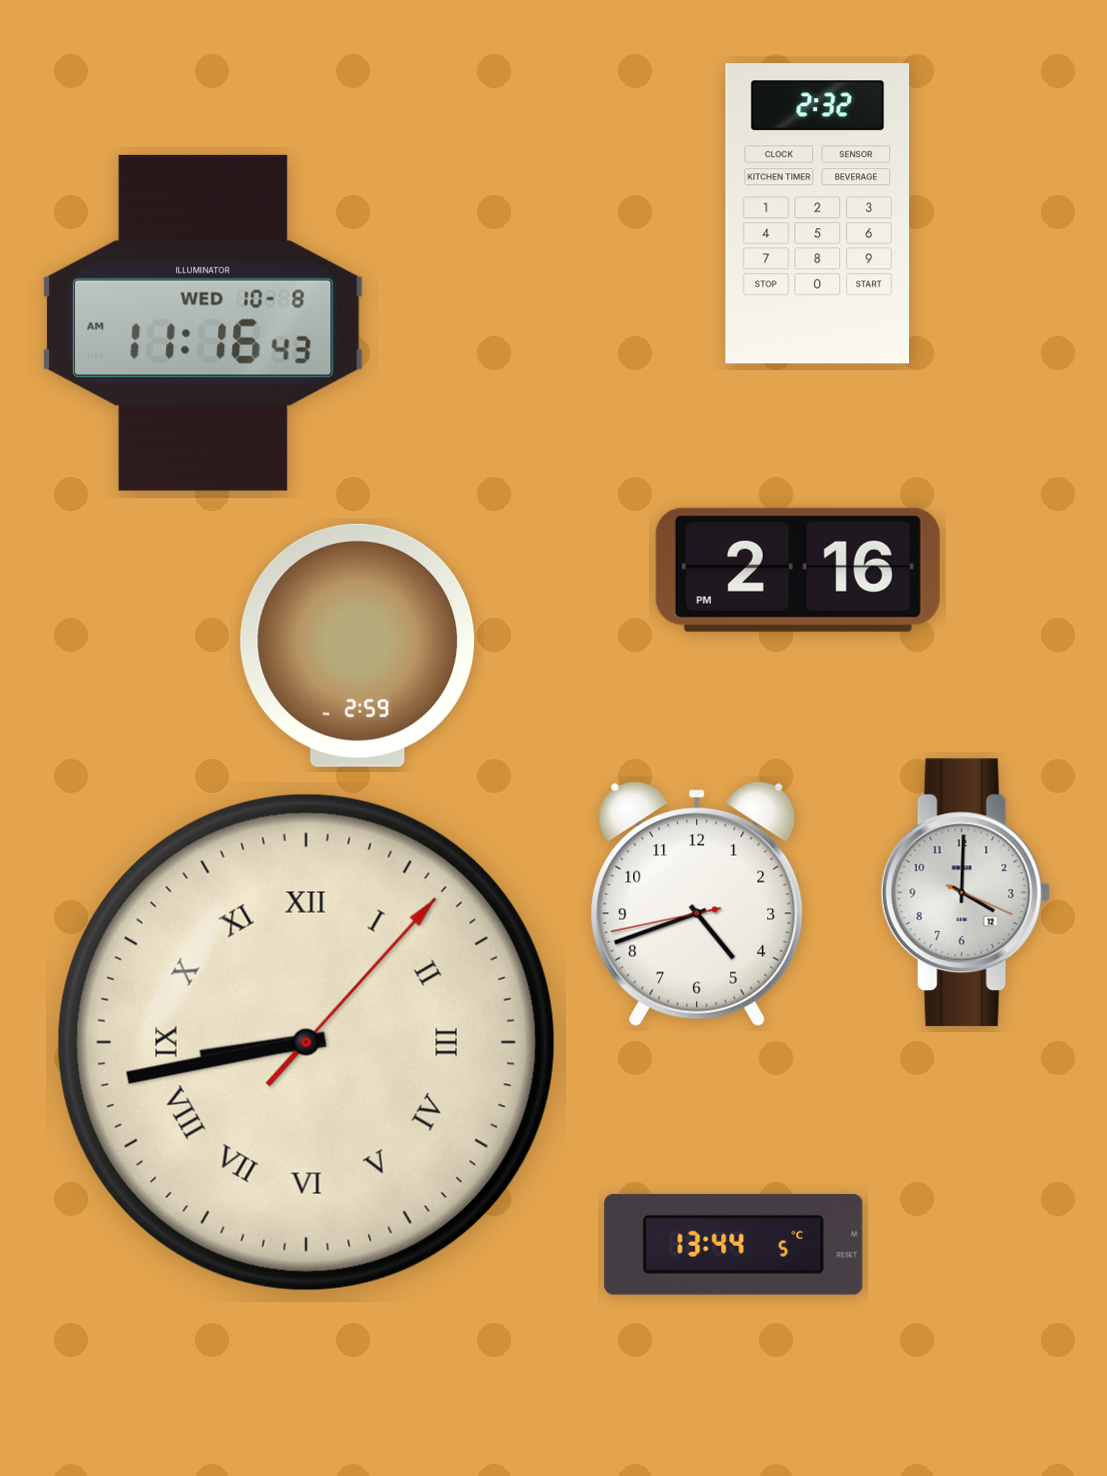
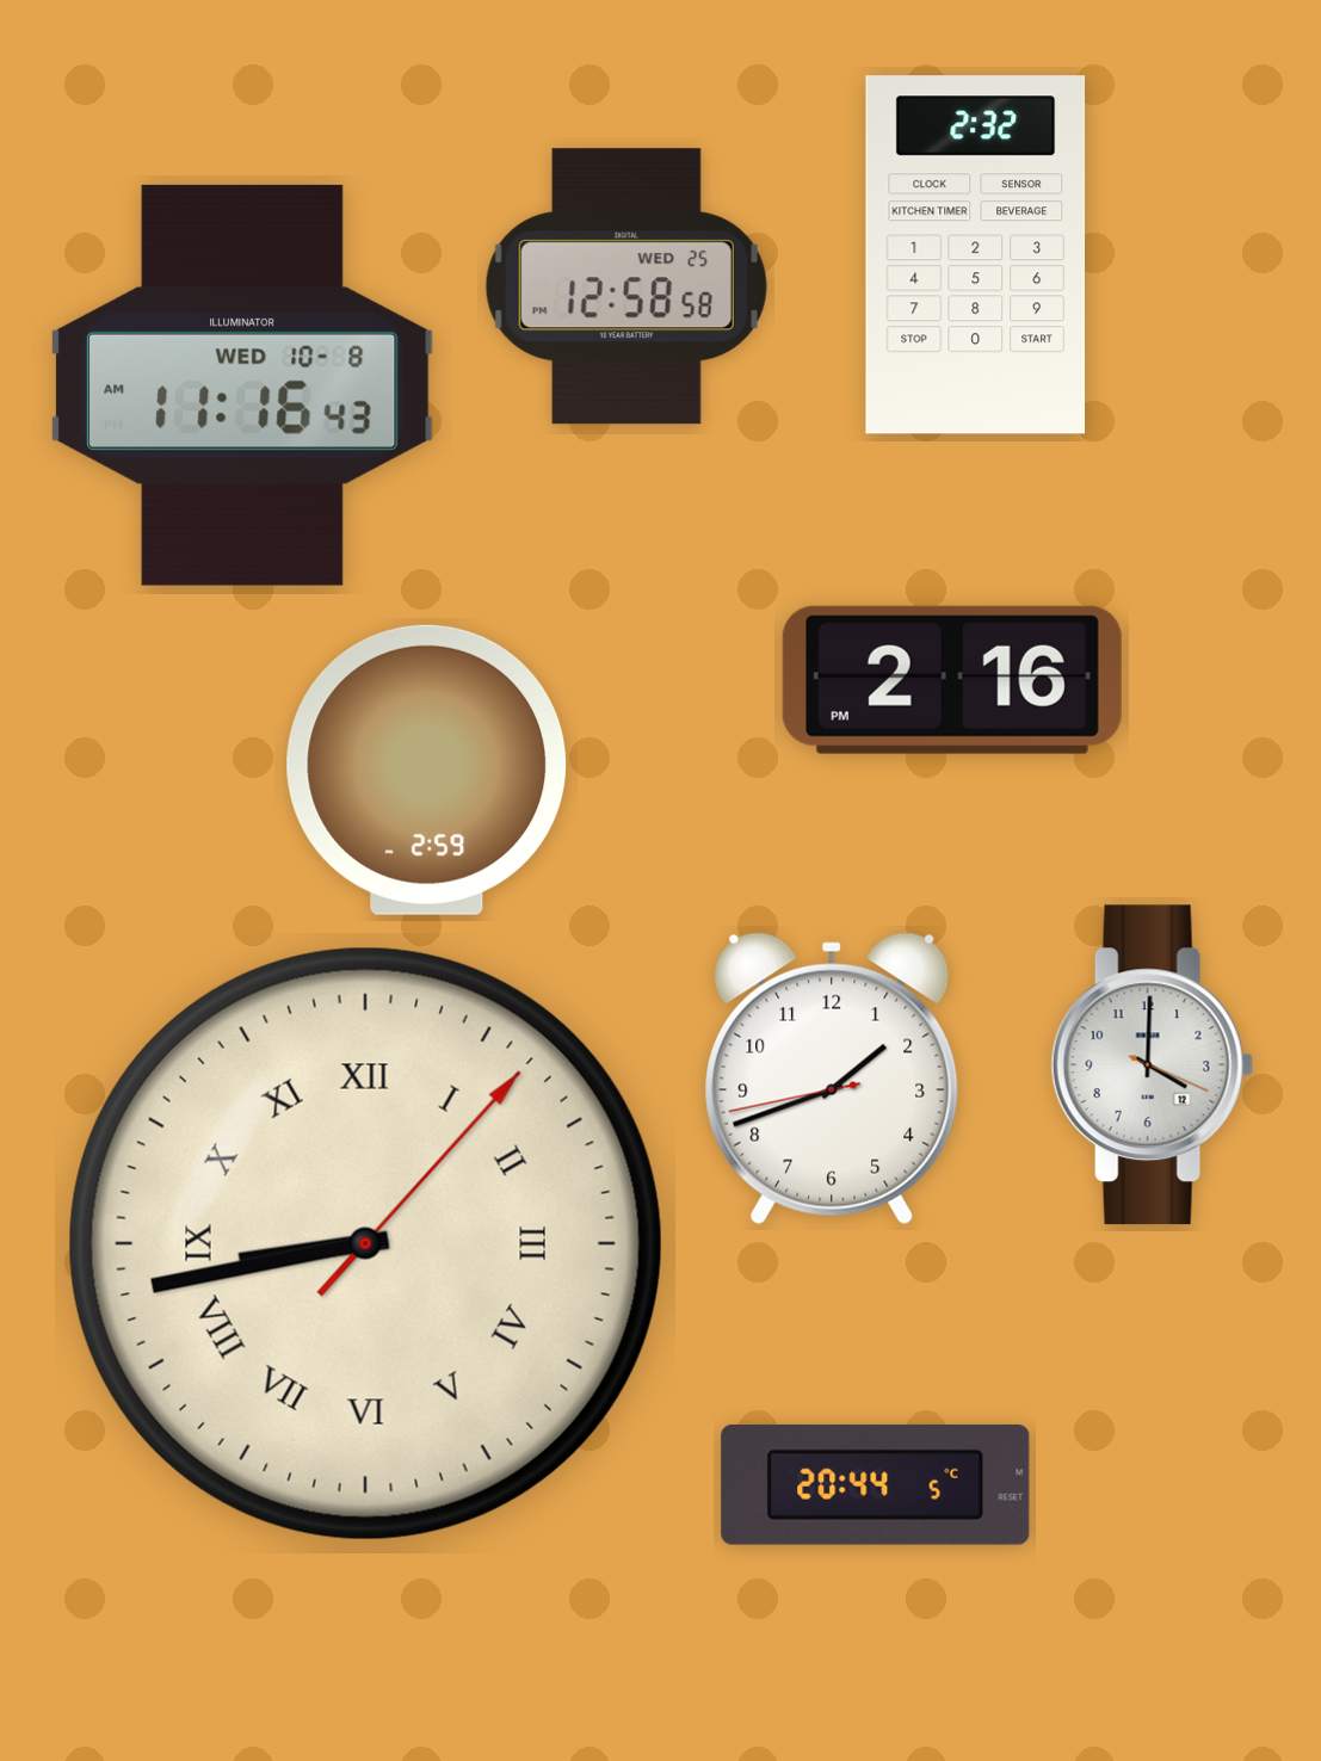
clock at (626, 286): none -> 12:58
clock at (697, 904): 4:41 -> 1:41
clock at (734, 1244): 13:44 -> 20:44
